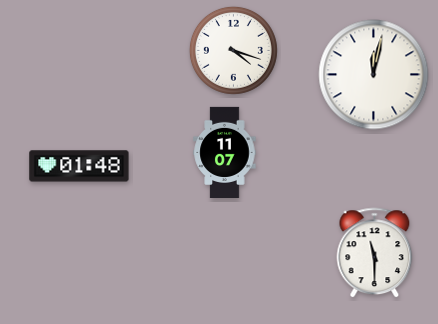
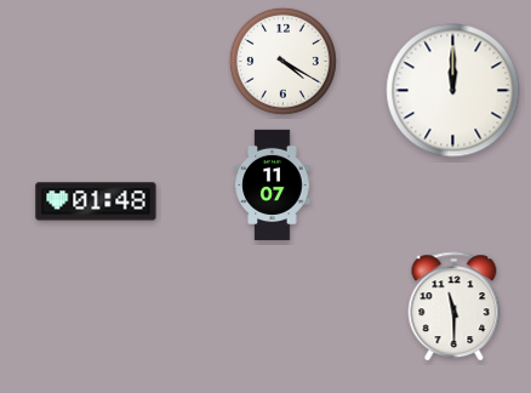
clock at (233, 50): 4:18 -> 4:20
clock at (374, 75): 12:02 -> 12:00
